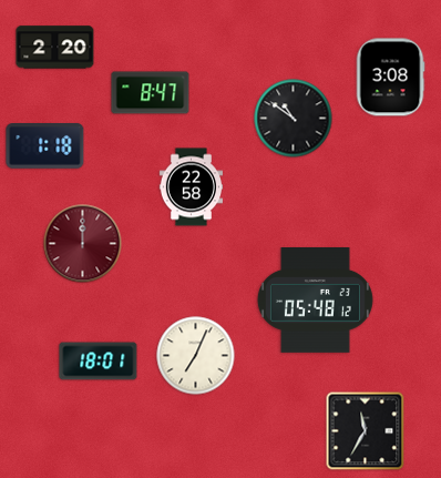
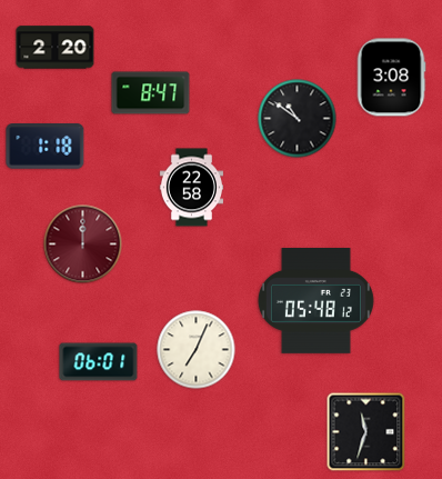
clock at (294, 119) position: (294, 119) -> (298, 119)
clock at (196, 356) position: (196, 356) -> (197, 350)
clock at (99, 362): 18:01 -> 06:01
clock at (366, 431): 11:35 -> 11:33
